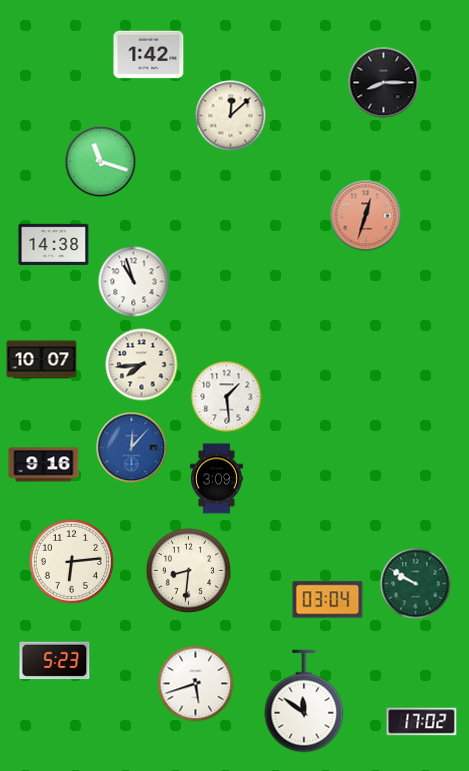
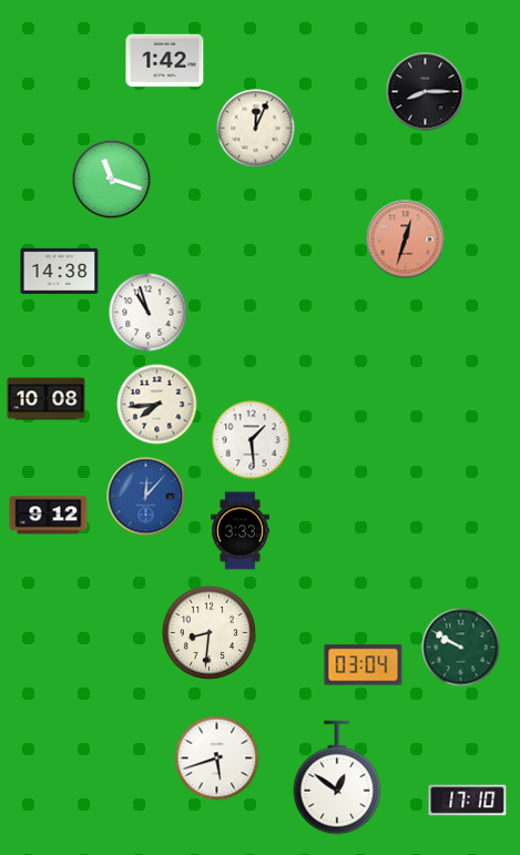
clock at (231, 116): 12:08 -> 12:04
clock at (42, 360): 10:07 -> 10:08
clock at (44, 465): 9:16 -> 9:12
clock at (217, 479): 3:09 -> 3:33
clock at (71, 561): 6:14 -> none
clock at (55, 661): 5:23 -> none
clock at (304, 701): 11:51 -> 12:51
clock at (422, 722): 17:02 -> 17:10
